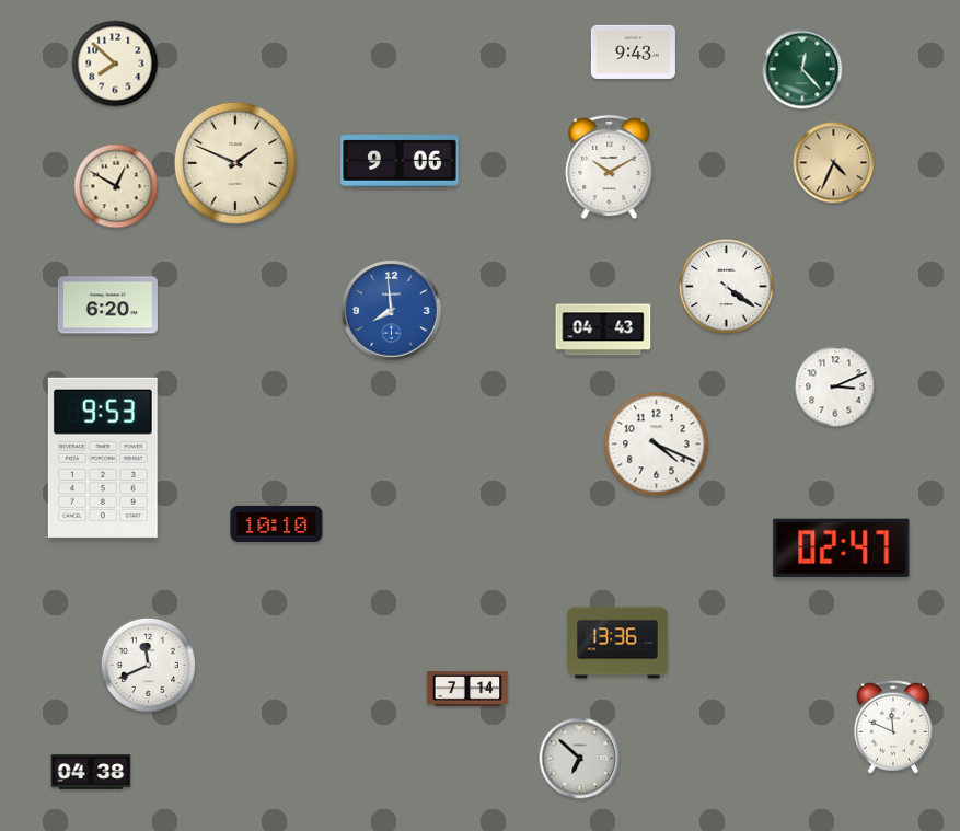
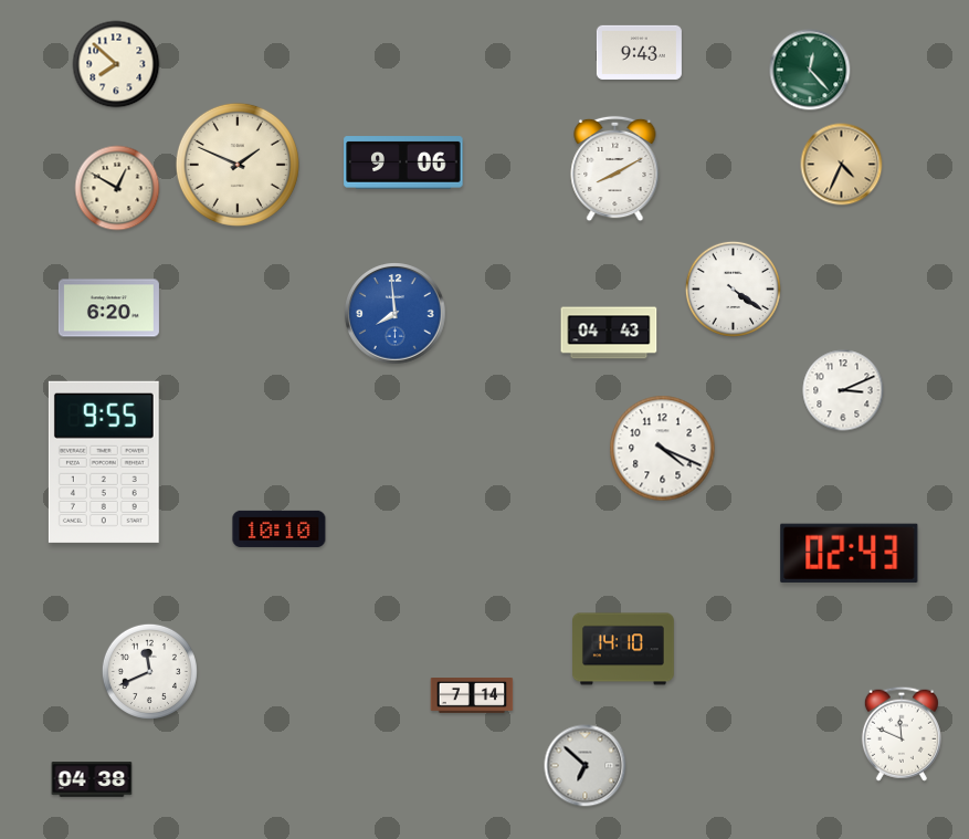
clock at (610, 168): 10:10 -> 8:10
clock at (103, 458): 9:53 -> 9:55
clock at (842, 547): 02:47 -> 02:43
clock at (618, 643): 13:36 -> 14:10
